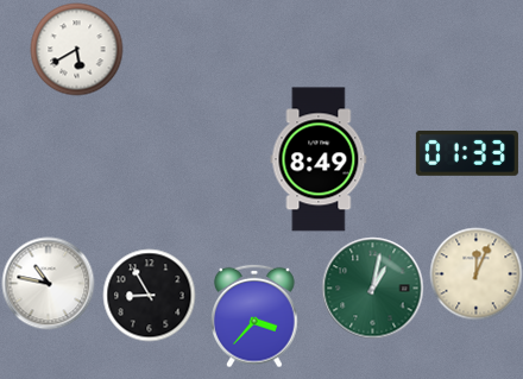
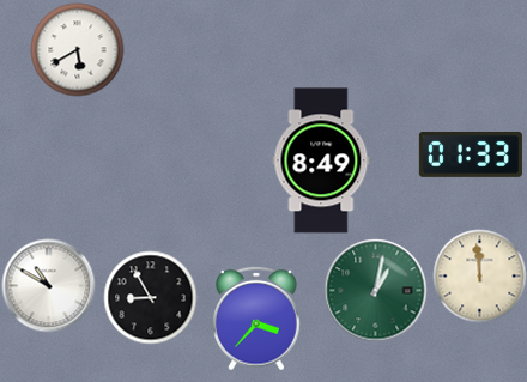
clock at (475, 273): 12:04 -> 11:59
clock at (48, 283): 10:47 -> 10:50
